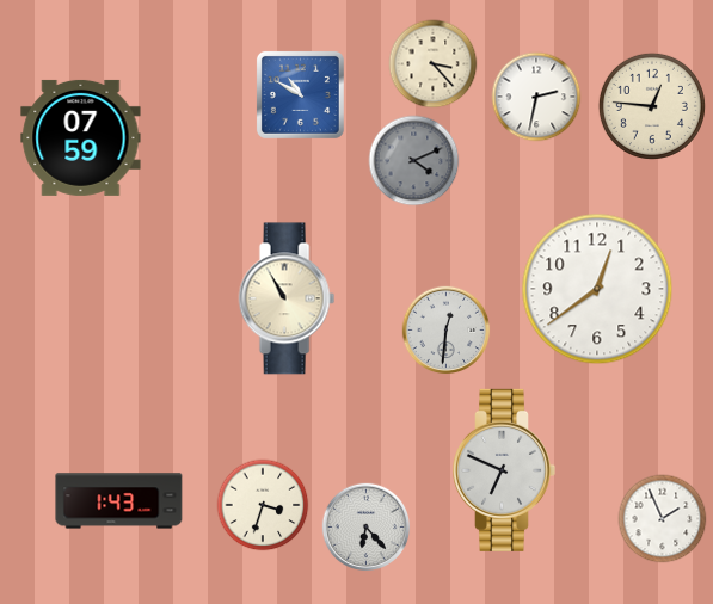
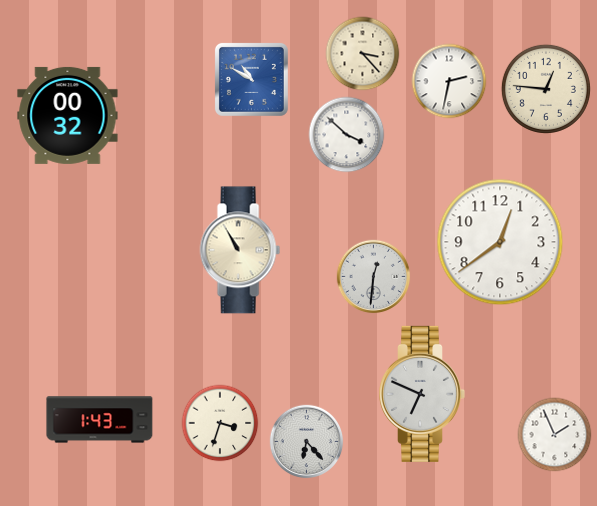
clock at (81, 137): 07:59 -> 00:32
clock at (414, 161): 4:11 -> 3:52
clock at (414, 161) dial: grey -> white
